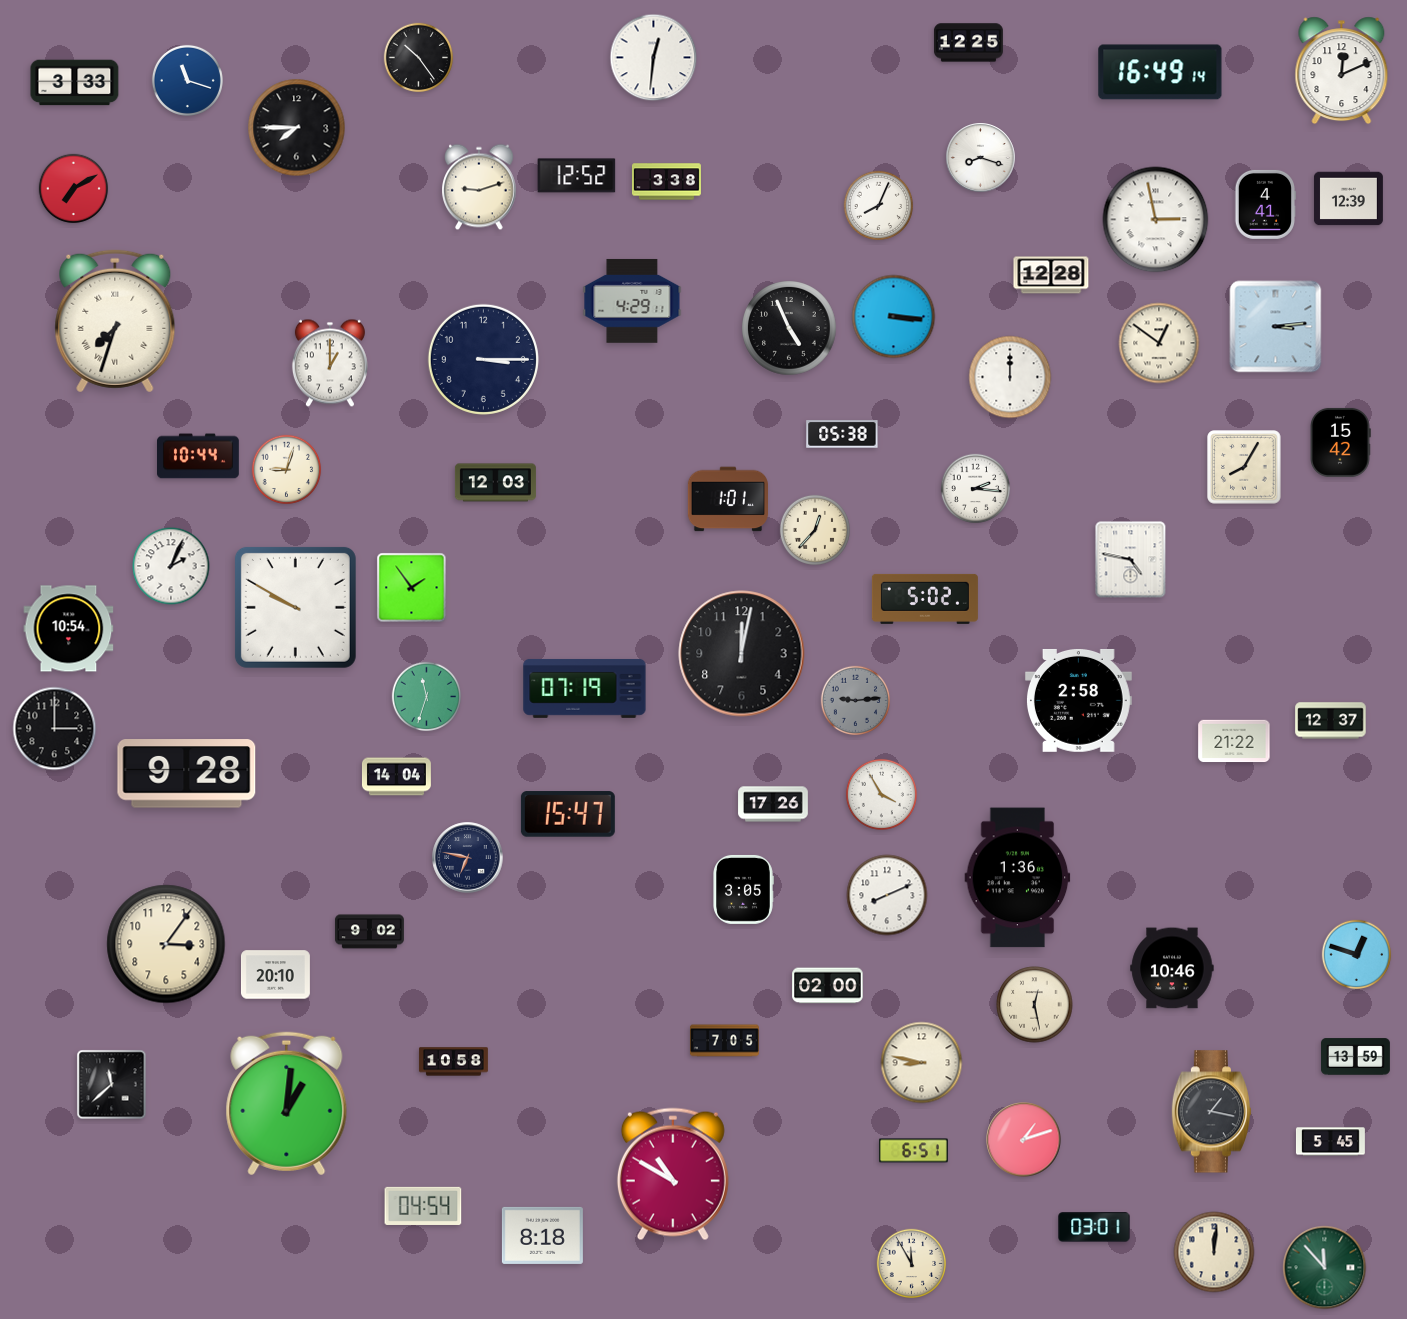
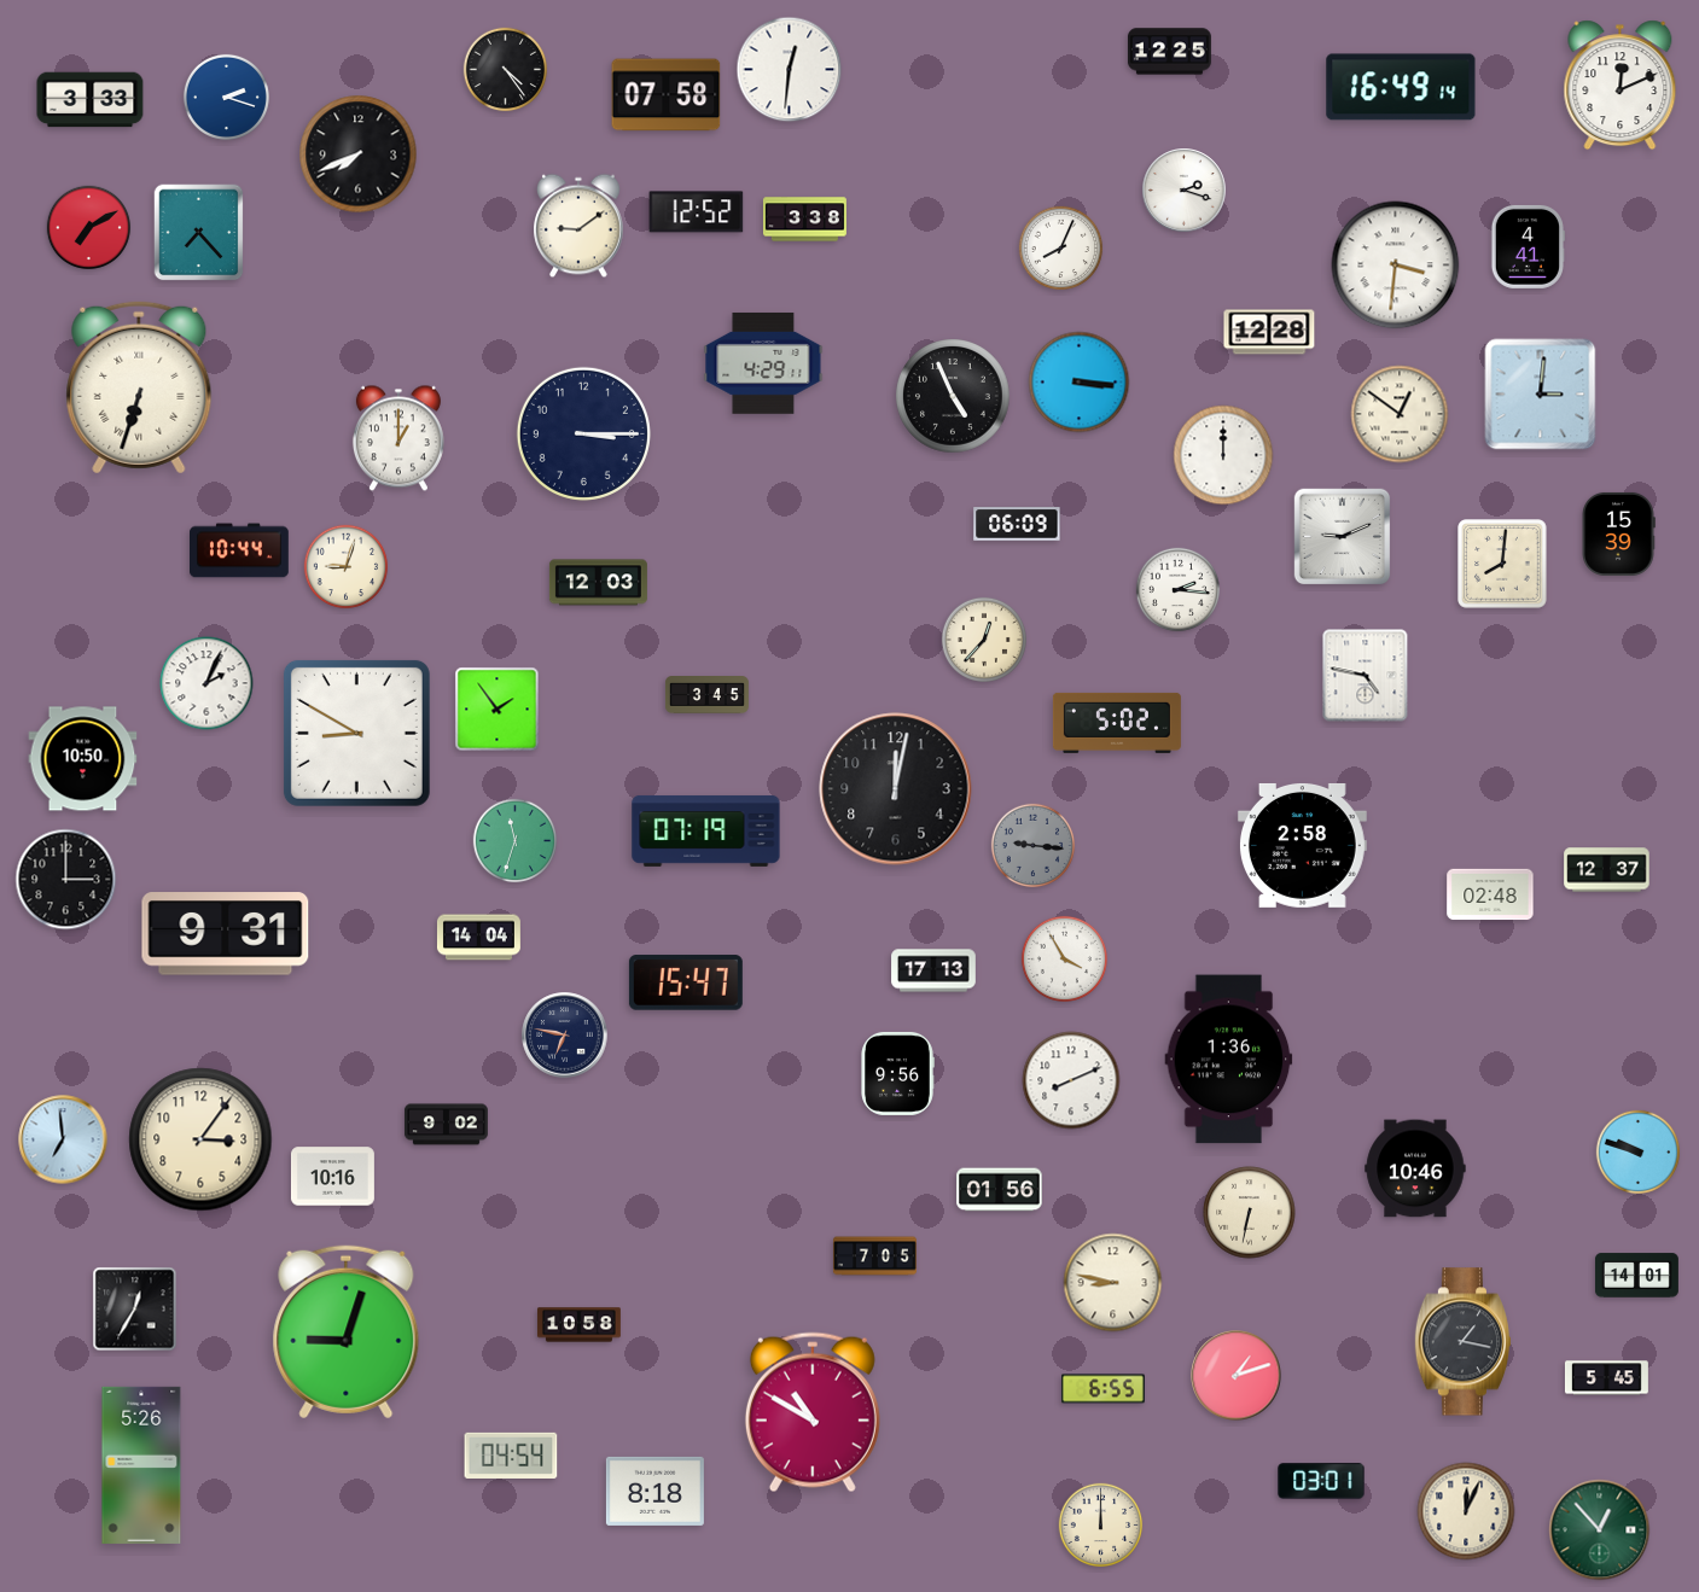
clock at (419, 58): 10:24 -> 4:24
clock at (667, 95): none -> 07:58
clock at (187, 80): 11:18 -> 2:18
clock at (297, 128): 7:45 -> 7:41
clock at (981, 158): 8:18 -> 2:18
clock at (480, 187): 9:12 -> 9:09
clock at (199, 233): none -> 7:23
clock at (1348, 199): 12:39 -> none
clock at (1156, 220): 2:58 -> 3:31
clock at (115, 321): 7:33 -> 6:33
clock at (1276, 327): 3:14 -> 3:01
clock at (1010, 377) position: (1010, 377) -> (1223, 455)
clock at (842, 434): 05:38 -> 06:09
clock at (1340, 442): 15:42 -> 15:39
clock at (1343, 537): none -> 9:11
clock at (1244, 467): 8:05 -> 8:01
clock at (728, 499): 1:01 -> none
clock at (706, 695): none -> 3:45
clock at (295, 607): 9:50 -> 8:50
clock at (69, 629): 10:54 -> 10:50
clock at (856, 701): 9:14 -> 9:16
clock at (1234, 741): 21:22 -> 02:48
clock at (187, 774): 9:28 -> 9:31
clock at (773, 804): 17:26 -> 17:13
clock at (743, 889): 3:05 -> 9:56
clock at (63, 1139): none -> 6:59
clock at (1357, 955): 12:48 -> 9:48
clock at (275, 975): 20:10 -> 10:16
clock at (828, 986): 02:00 -> 01:56
clock at (1035, 1005): 12:28 -> 6:32
clock at (1355, 1057): 13:59 -> 14:01
clock at (453, 1062) position: (453, 1062) -> (578, 1325)
clock at (112, 1085): 11:38 -> 12:35
clock at (287, 1104): 1:01 -> 9:03
clock at (913, 1151): 6:51 -> 6:55
clock at (673, 1174) position: (673, 1174) -> (813, 1412)
clock at (141, 1465): none -> 5:26
clock at (1214, 1252): 12:01 -> 12:04
clock at (912, 1264): 11:55 -> 12:00
clock at (1325, 1268): 11:53 -> 12:53
